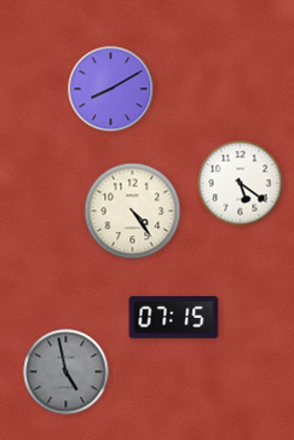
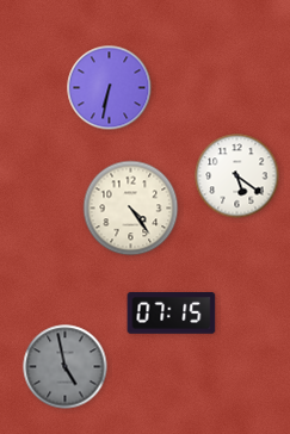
clock at (111, 89): 8:10 -> 6:32
clock at (241, 184) position: (241, 184) -> (237, 176)
